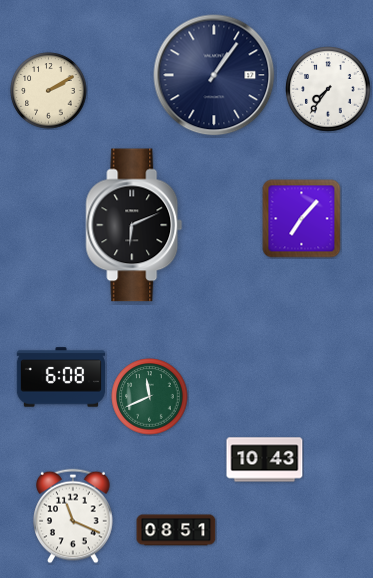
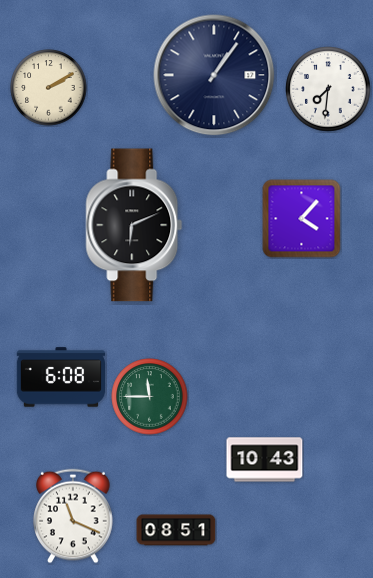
clock at (328, 89): 7:36 -> 7:31
clock at (49, 91) position: (49, 91) -> (49, 88)
clock at (302, 219): 7:07 -> 4:07
clock at (150, 397): 11:41 -> 11:45
